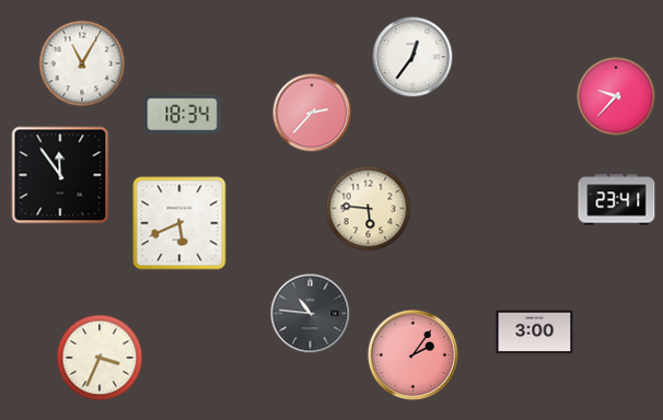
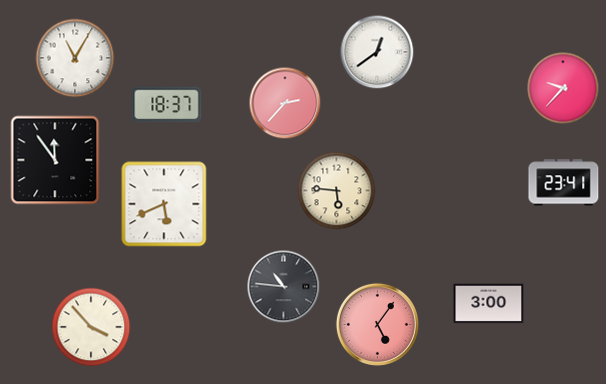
clock at (412, 57): 12:36 -> 12:39
clock at (183, 115): 18:34 -> 18:37
clock at (412, 354): 2:06 -> 5:06
clock at (100, 358): 3:34 -> 3:53
